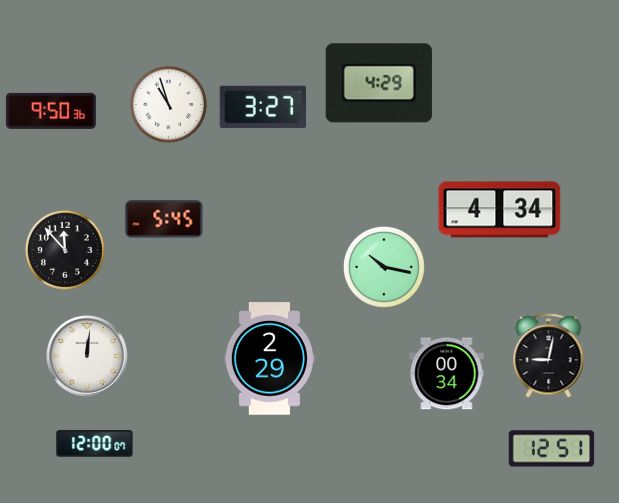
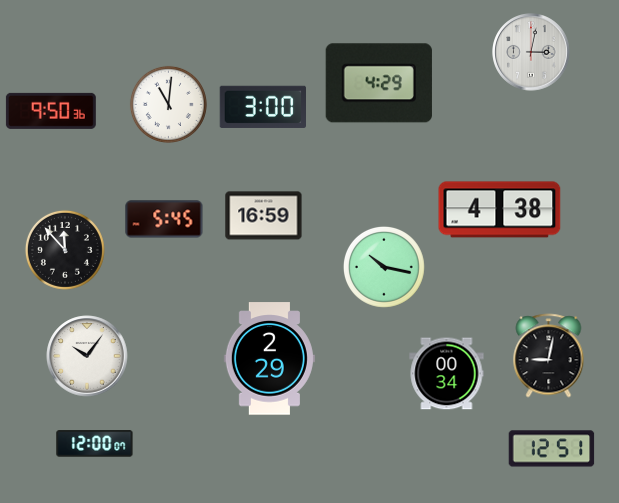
clock at (531, 52): none -> 3:02
clock at (168, 104): 10:57 -> 11:01
clock at (262, 107): 3:27 -> 3:00
clock at (500, 210): 4:34 -> 4:38
clock at (264, 216): none -> 16:59
clock at (87, 356): 12:01 -> 10:06
